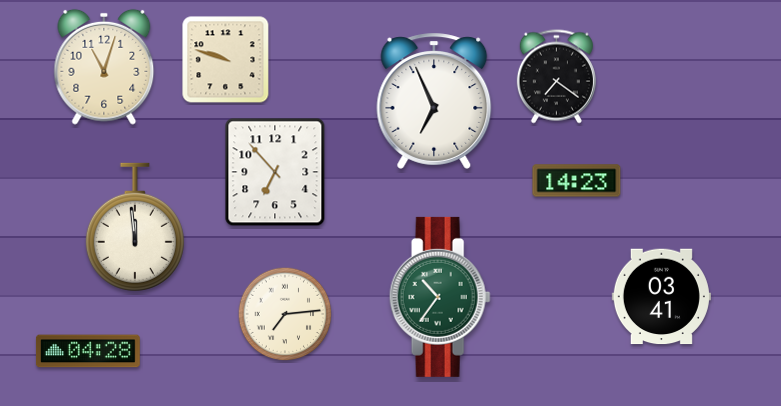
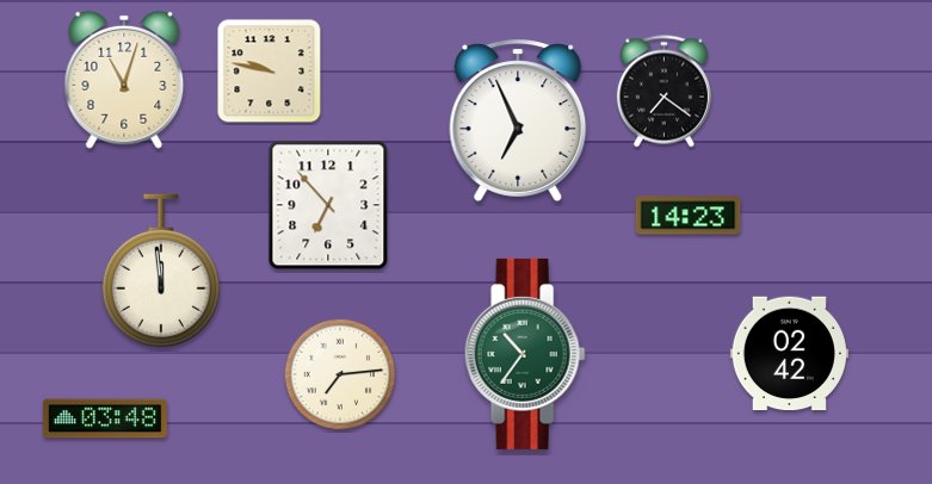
clock at (226, 60): 9:48 -> 9:47
clock at (661, 297): 03:41 -> 02:42
clock at (88, 351): 04:28 -> 03:48
